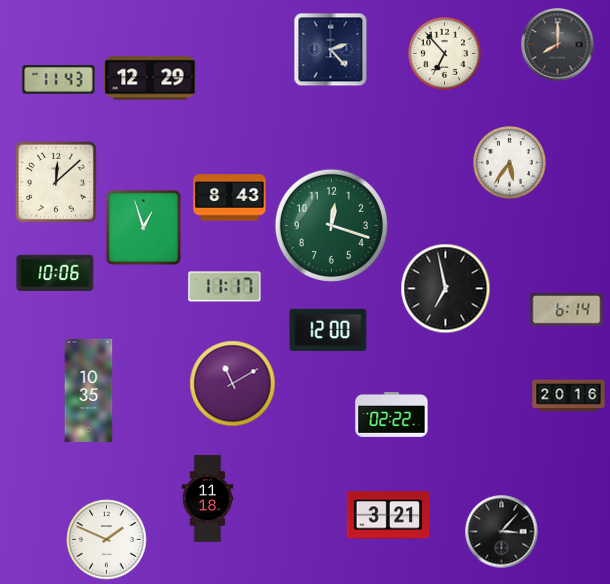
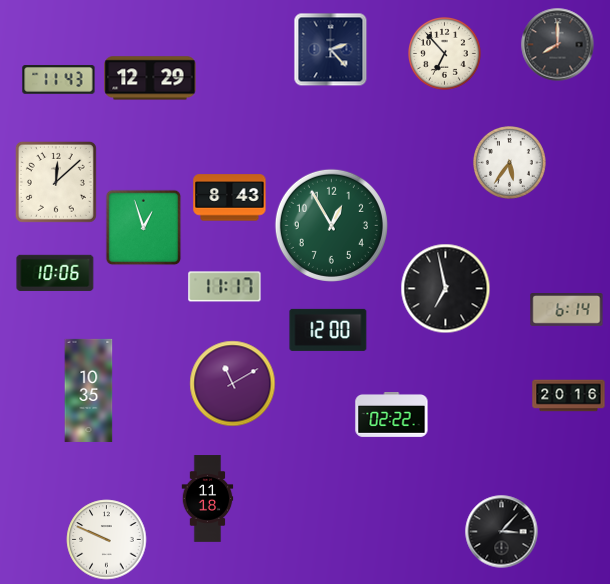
clock at (331, 225): 12:18 -> 12:55
clock at (388, 515): 3:21 -> none
clock at (107, 540): 1:49 -> 9:49
